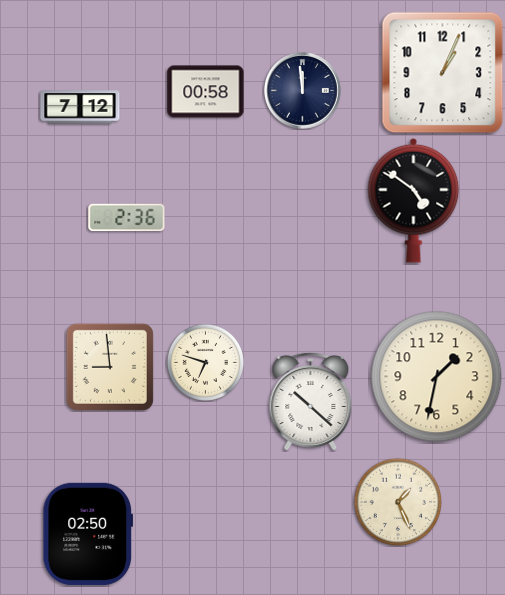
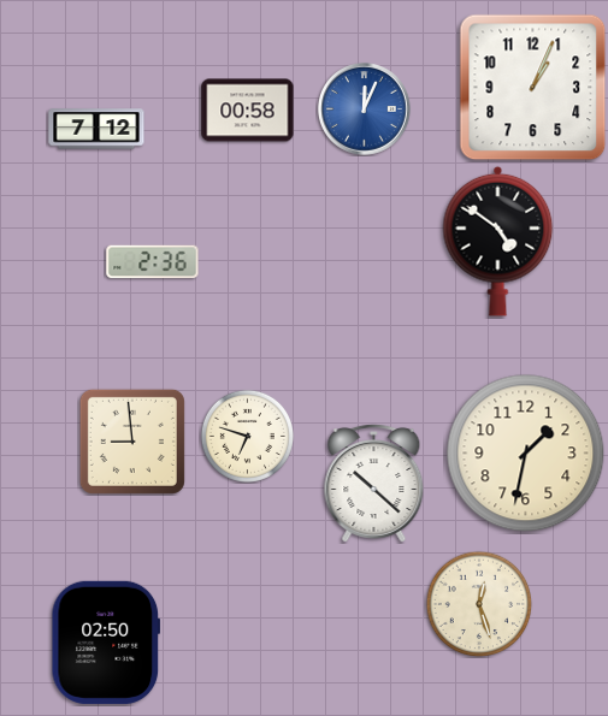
clock at (303, 91): 11:59 -> 12:04
clock at (303, 91) dial: navy -> blue
clock at (398, 502): 1:26 -> 12:27
